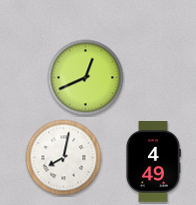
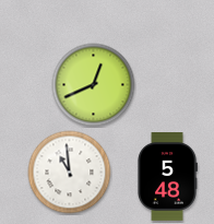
clock at (64, 158): 8:02 -> 10:59
clock at (153, 162): 4:49 -> 5:48
